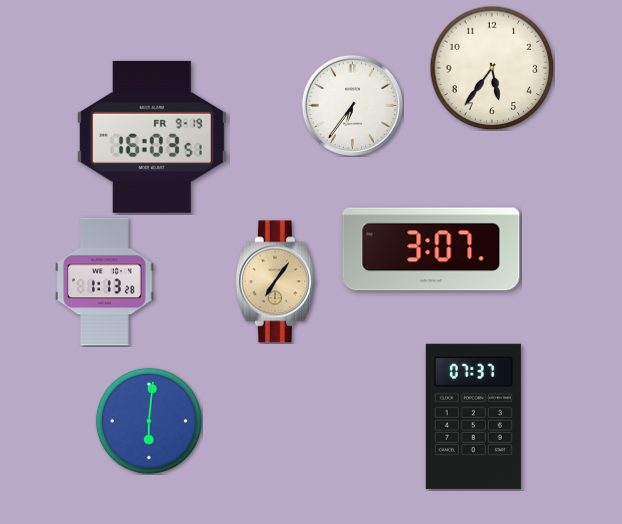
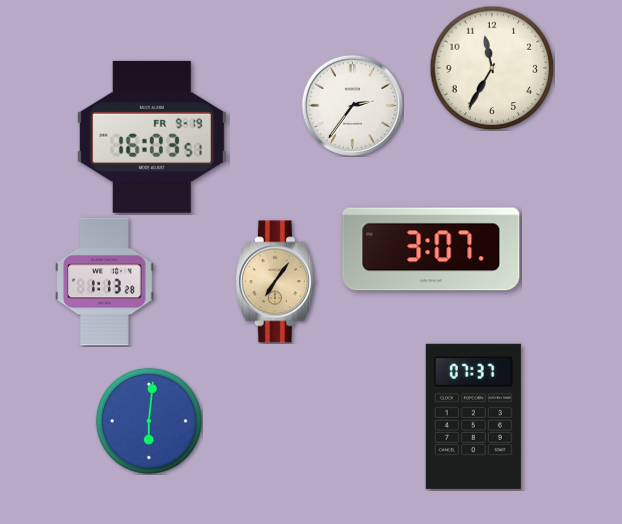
clock at (492, 68): 5:36 -> 11:35
clock at (352, 105): 6:36 -> 2:36
